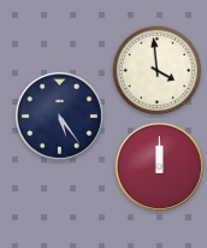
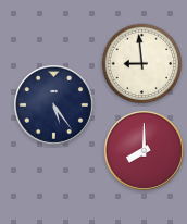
clock at (158, 71): 3:59 -> 8:59
clock at (159, 166): 12:00 -> 8:00
